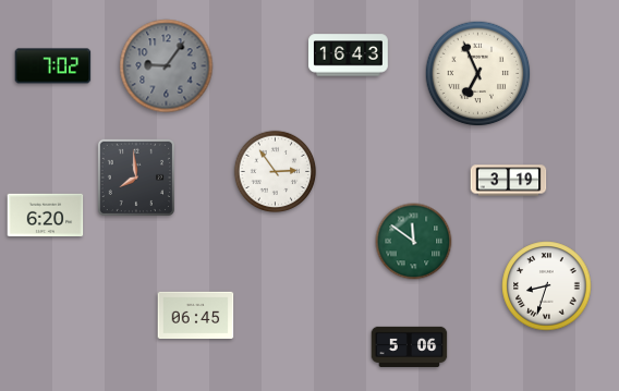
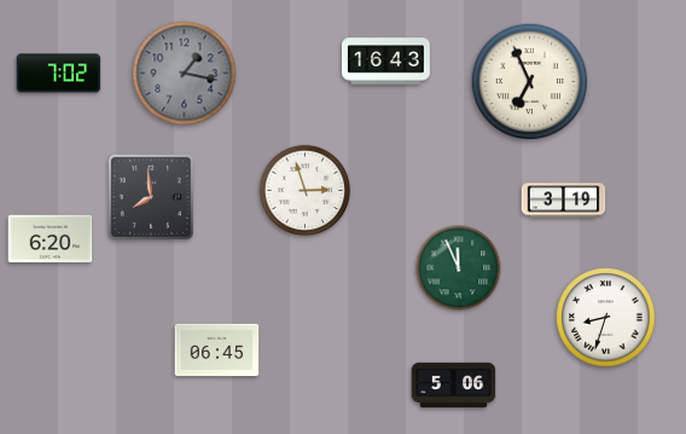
clock at (167, 66): 9:06 -> 1:17
clock at (276, 172): 2:54 -> 2:57
clock at (414, 242): 11:51 -> 11:56
